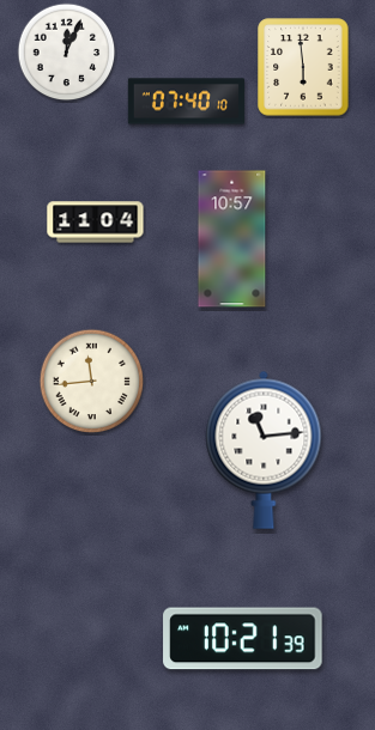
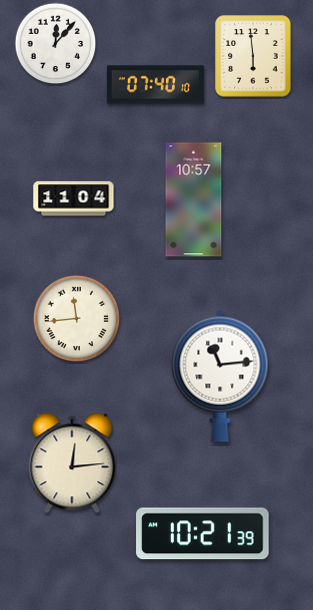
clock at (67, 53): 12:04 -> 12:07
clock at (96, 223) position: (96, 223) -> (74, 199)
clock at (72, 463): none -> 12:14
